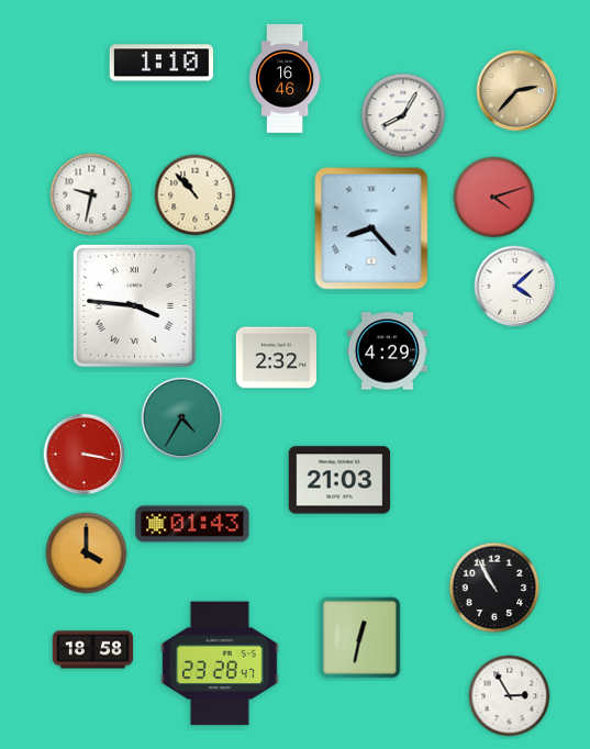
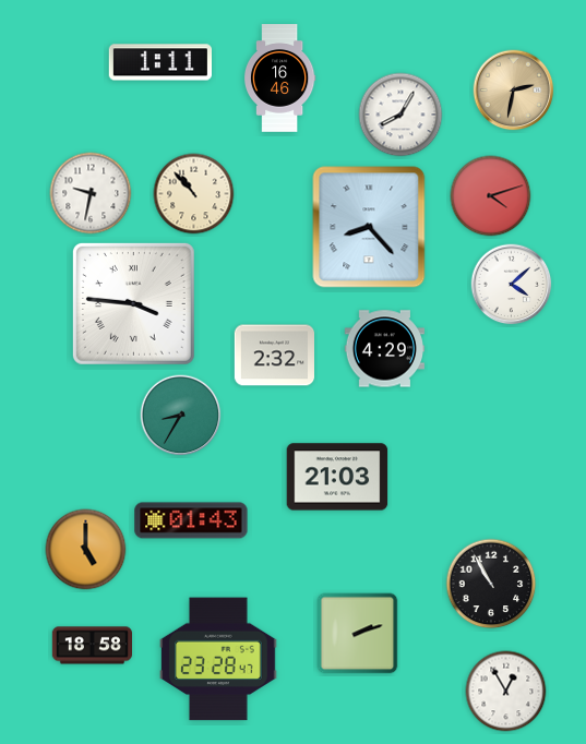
clock at (160, 63): 1:10 -> 1:11
clock at (285, 79) position: (285, 79) -> (279, 79)
clock at (517, 91): 2:37 -> 2:32
clock at (182, 418): 4:35 -> 8:35
clock at (85, 455): 3:17 -> none
clock at (87, 554): 4:00 -> 5:00
clock at (360, 638): 12:32 -> 2:12
clock at (510, 696): 2:55 -> 12:55
